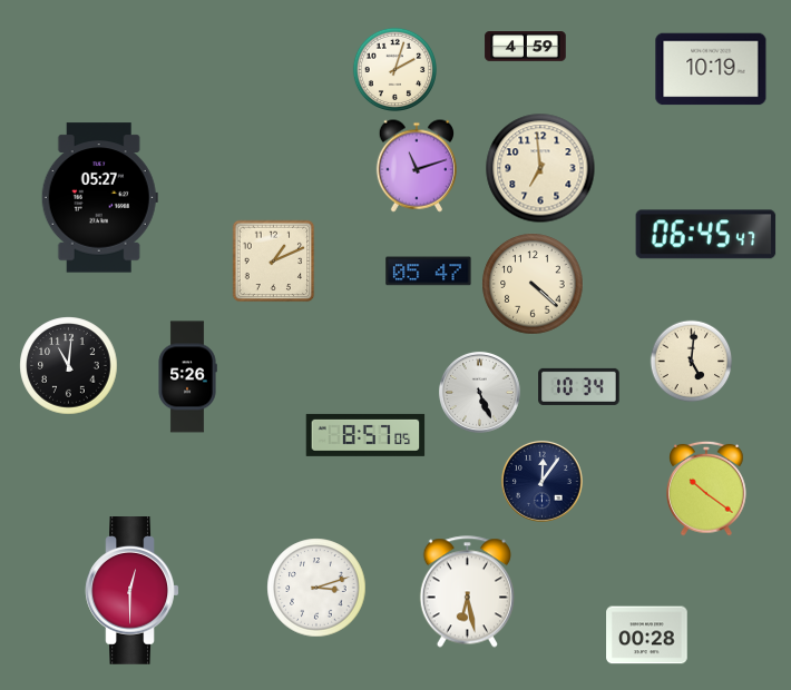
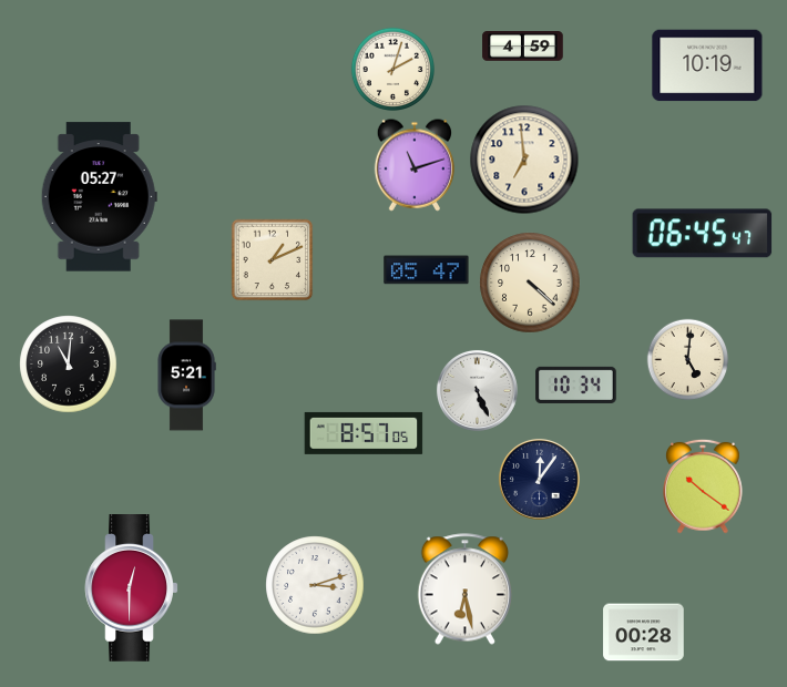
clock at (711, 69) position: (711, 69) -> (707, 65)
clock at (540, 168) position: (540, 168) -> (524, 160)
clock at (187, 377): 5:26 -> 5:21
